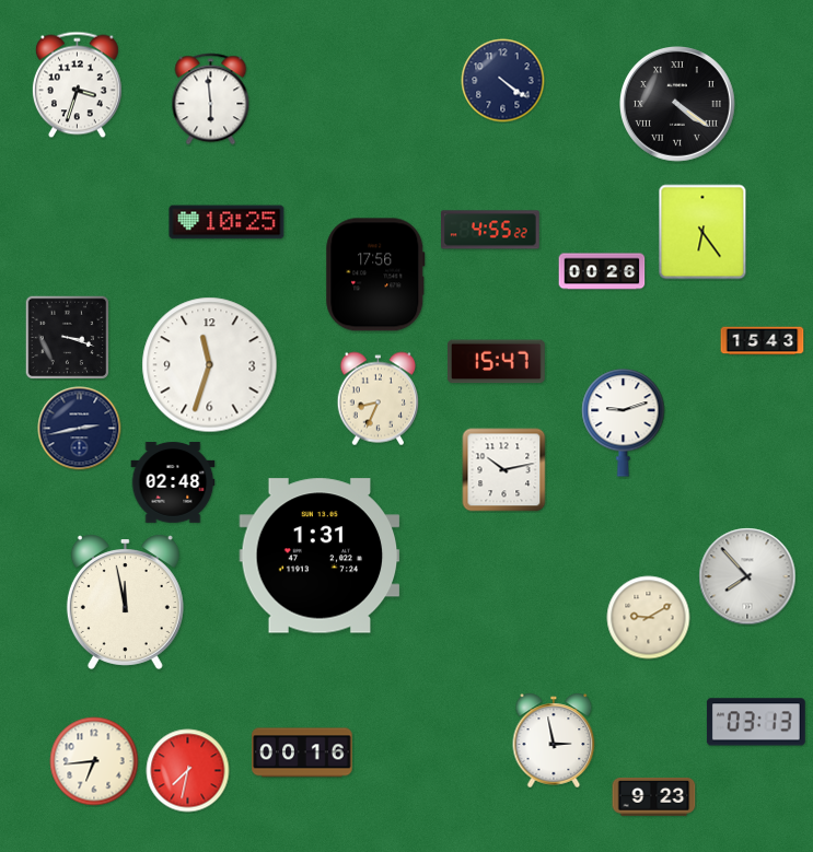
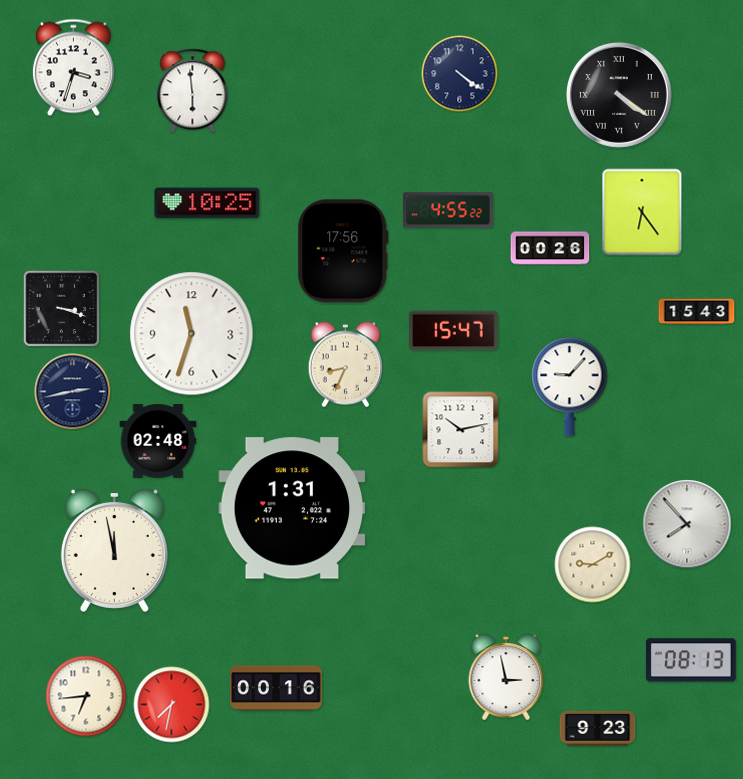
clock at (77, 85) position: (77, 85) -> (73, 68)
clock at (624, 423): 9:12 -> 9:07
clock at (747, 576) position: (747, 576) -> (687, 524)
clock at (756, 722): 03:13 -> 08:13
